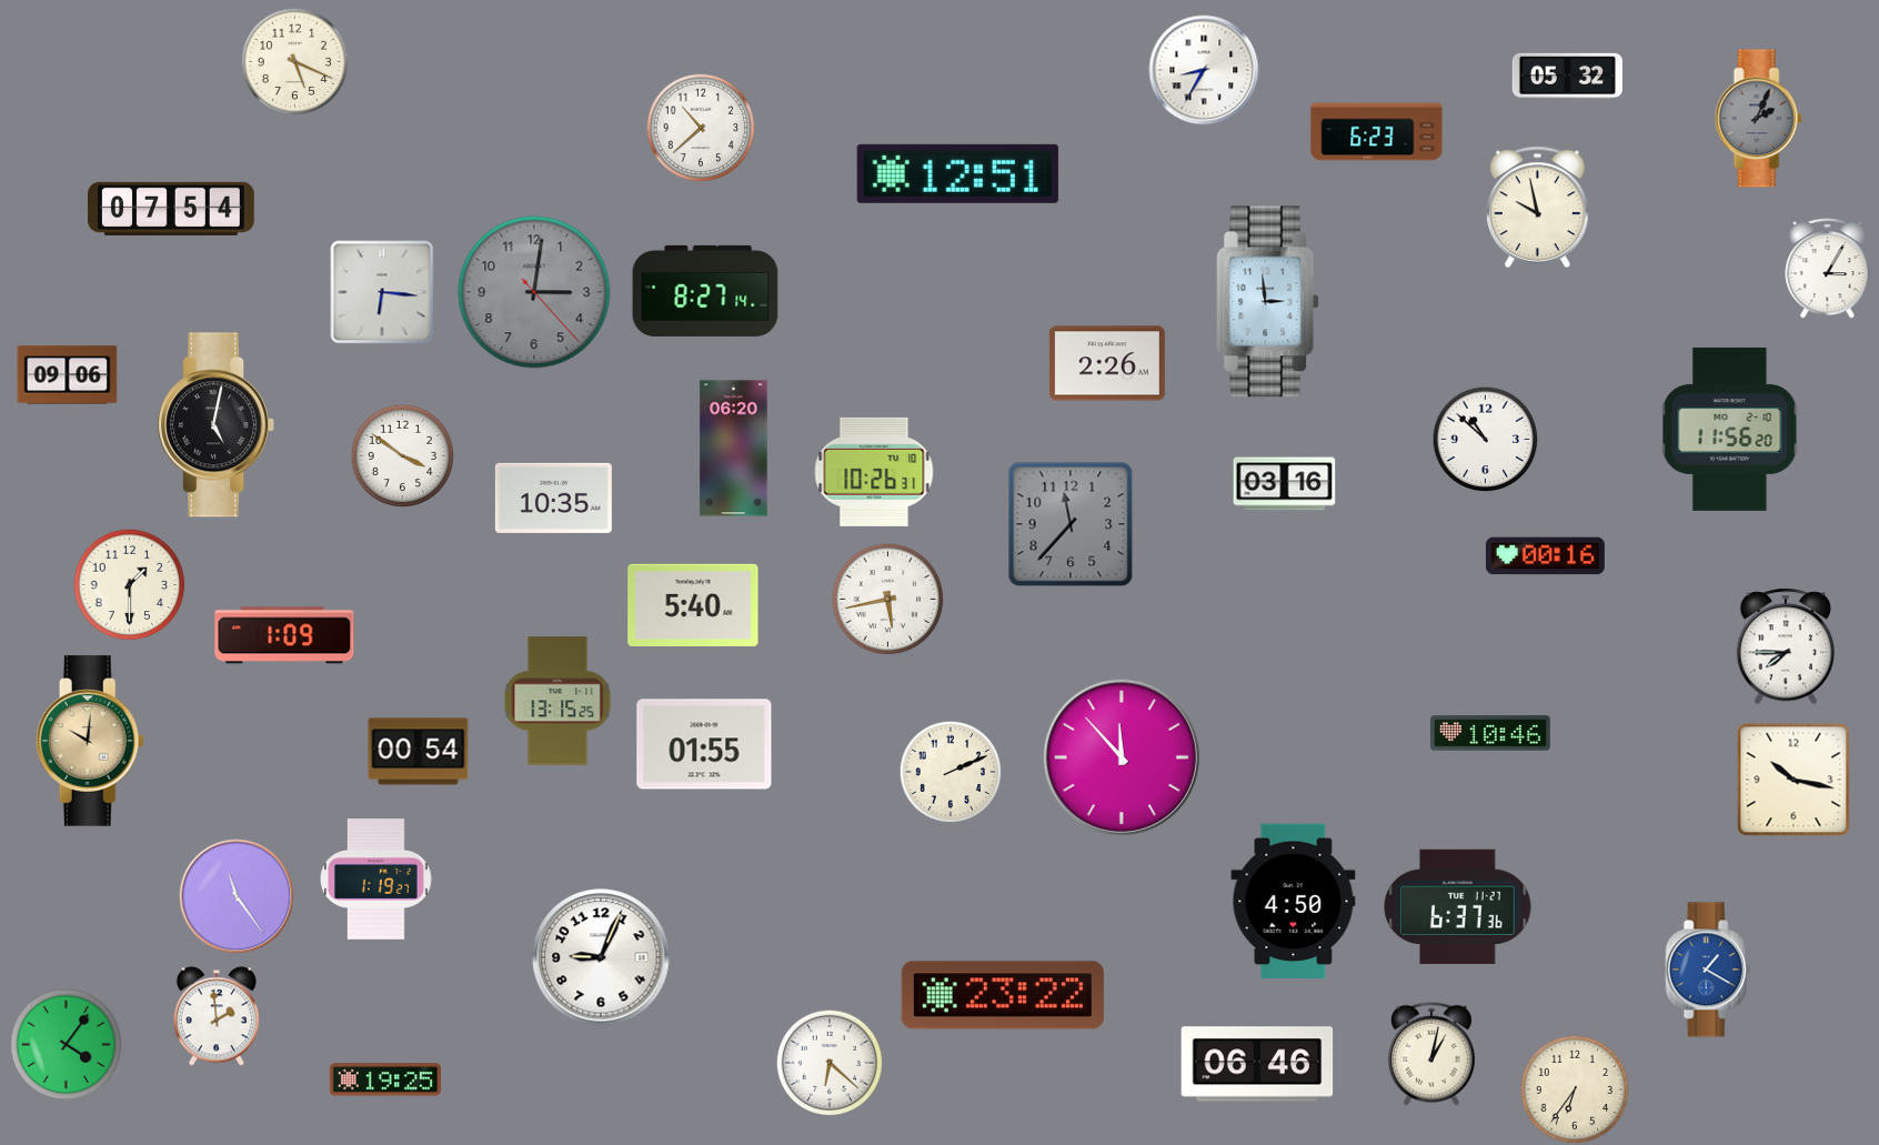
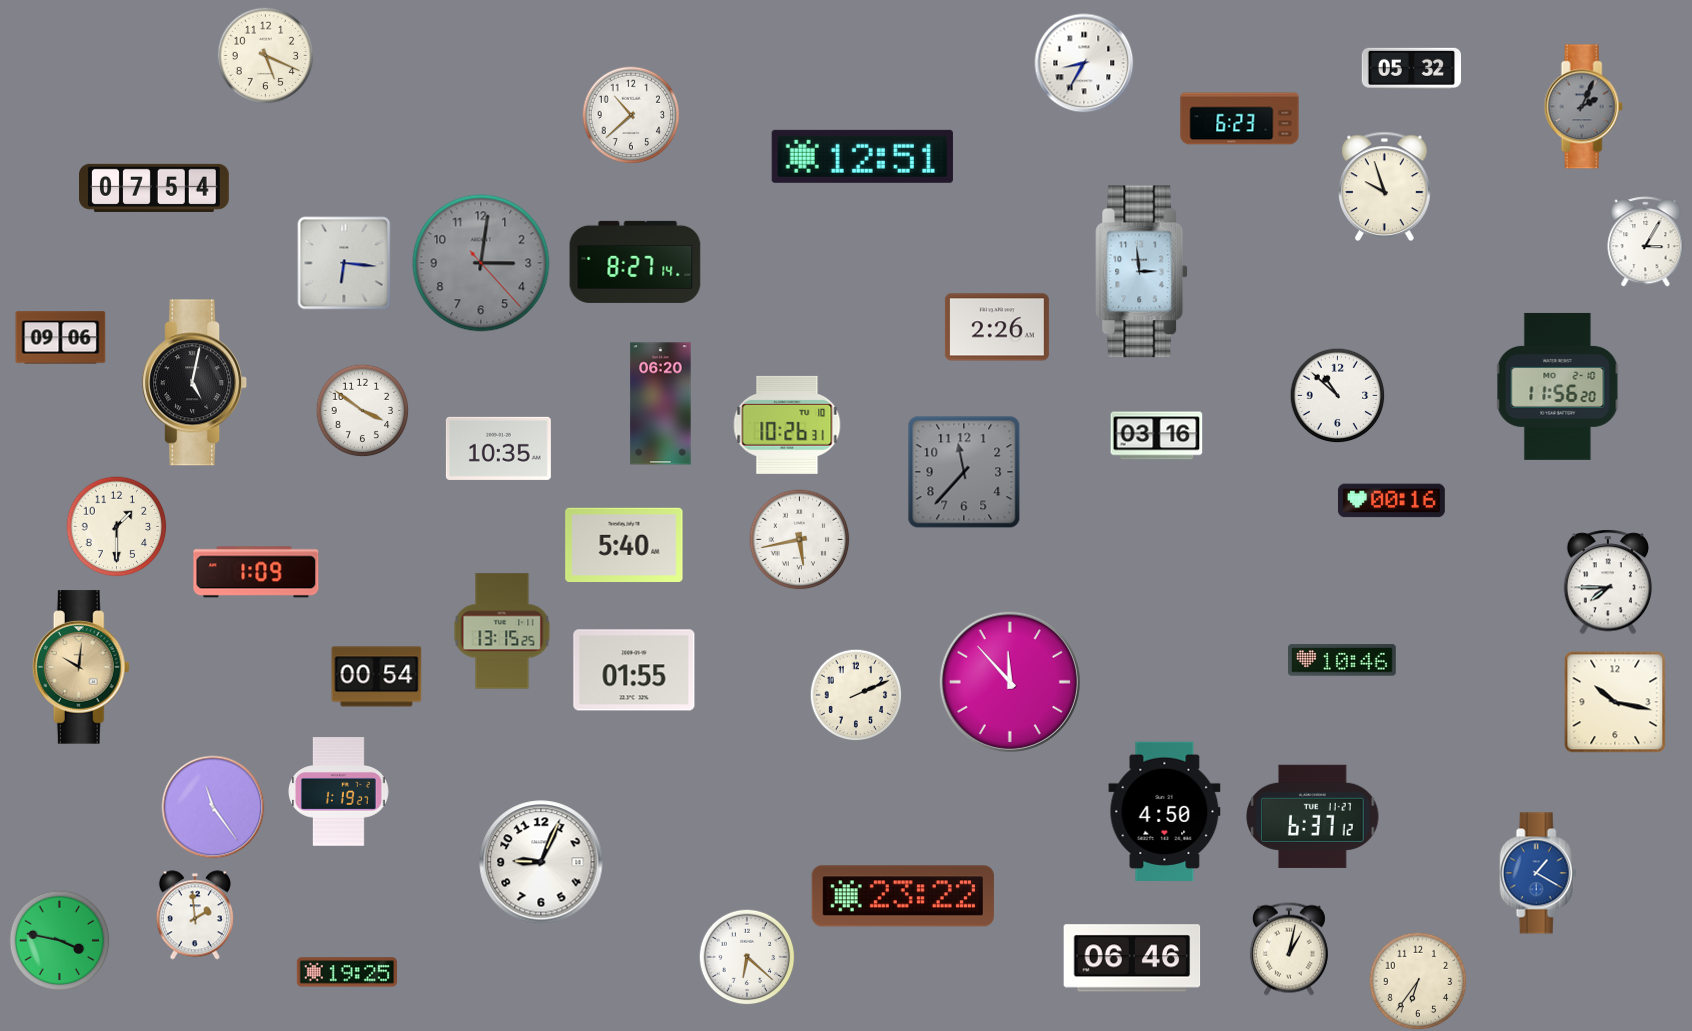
clock at (1538, 207): 9:58 -> 9:57
clock at (1458, 906): 6:37:36 -> 6:37:12
clock at (67, 1045): 4:06 -> 3:47
